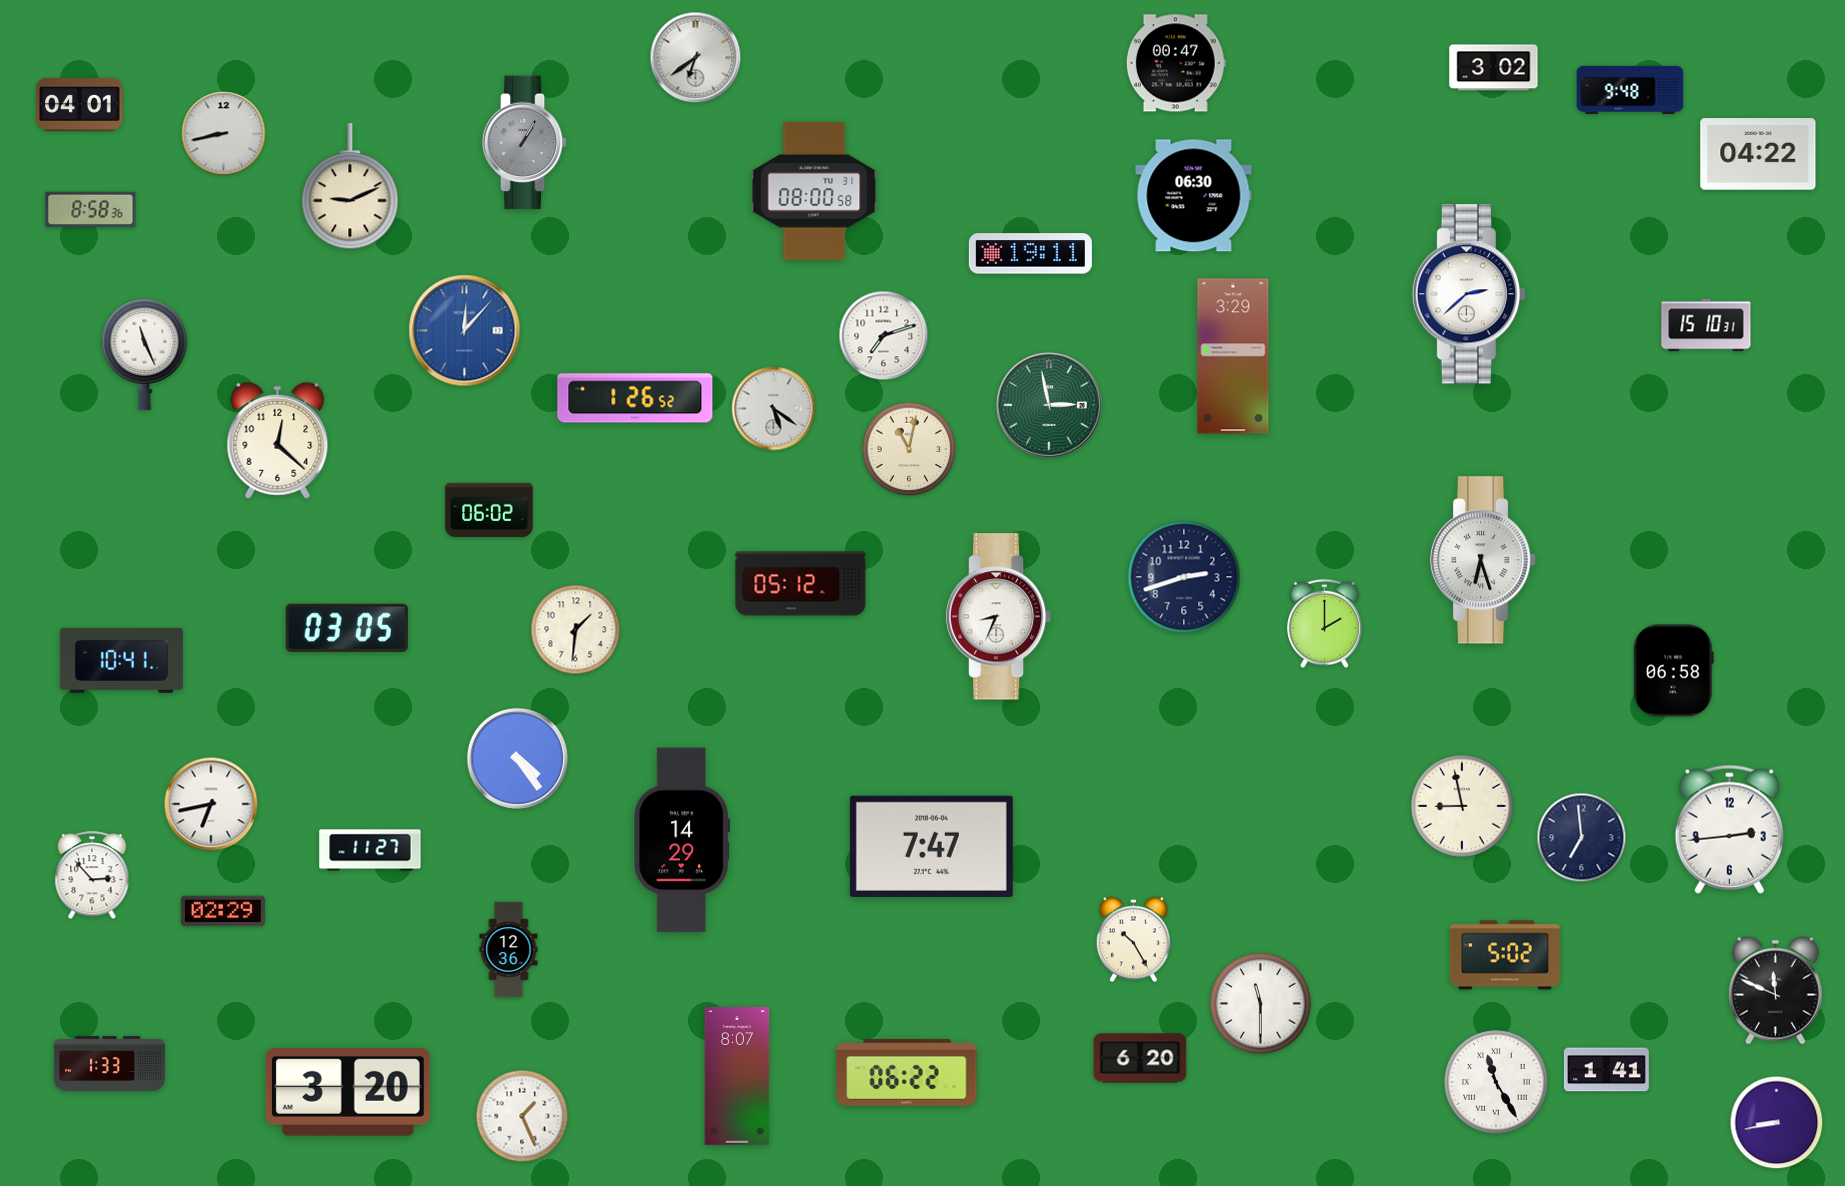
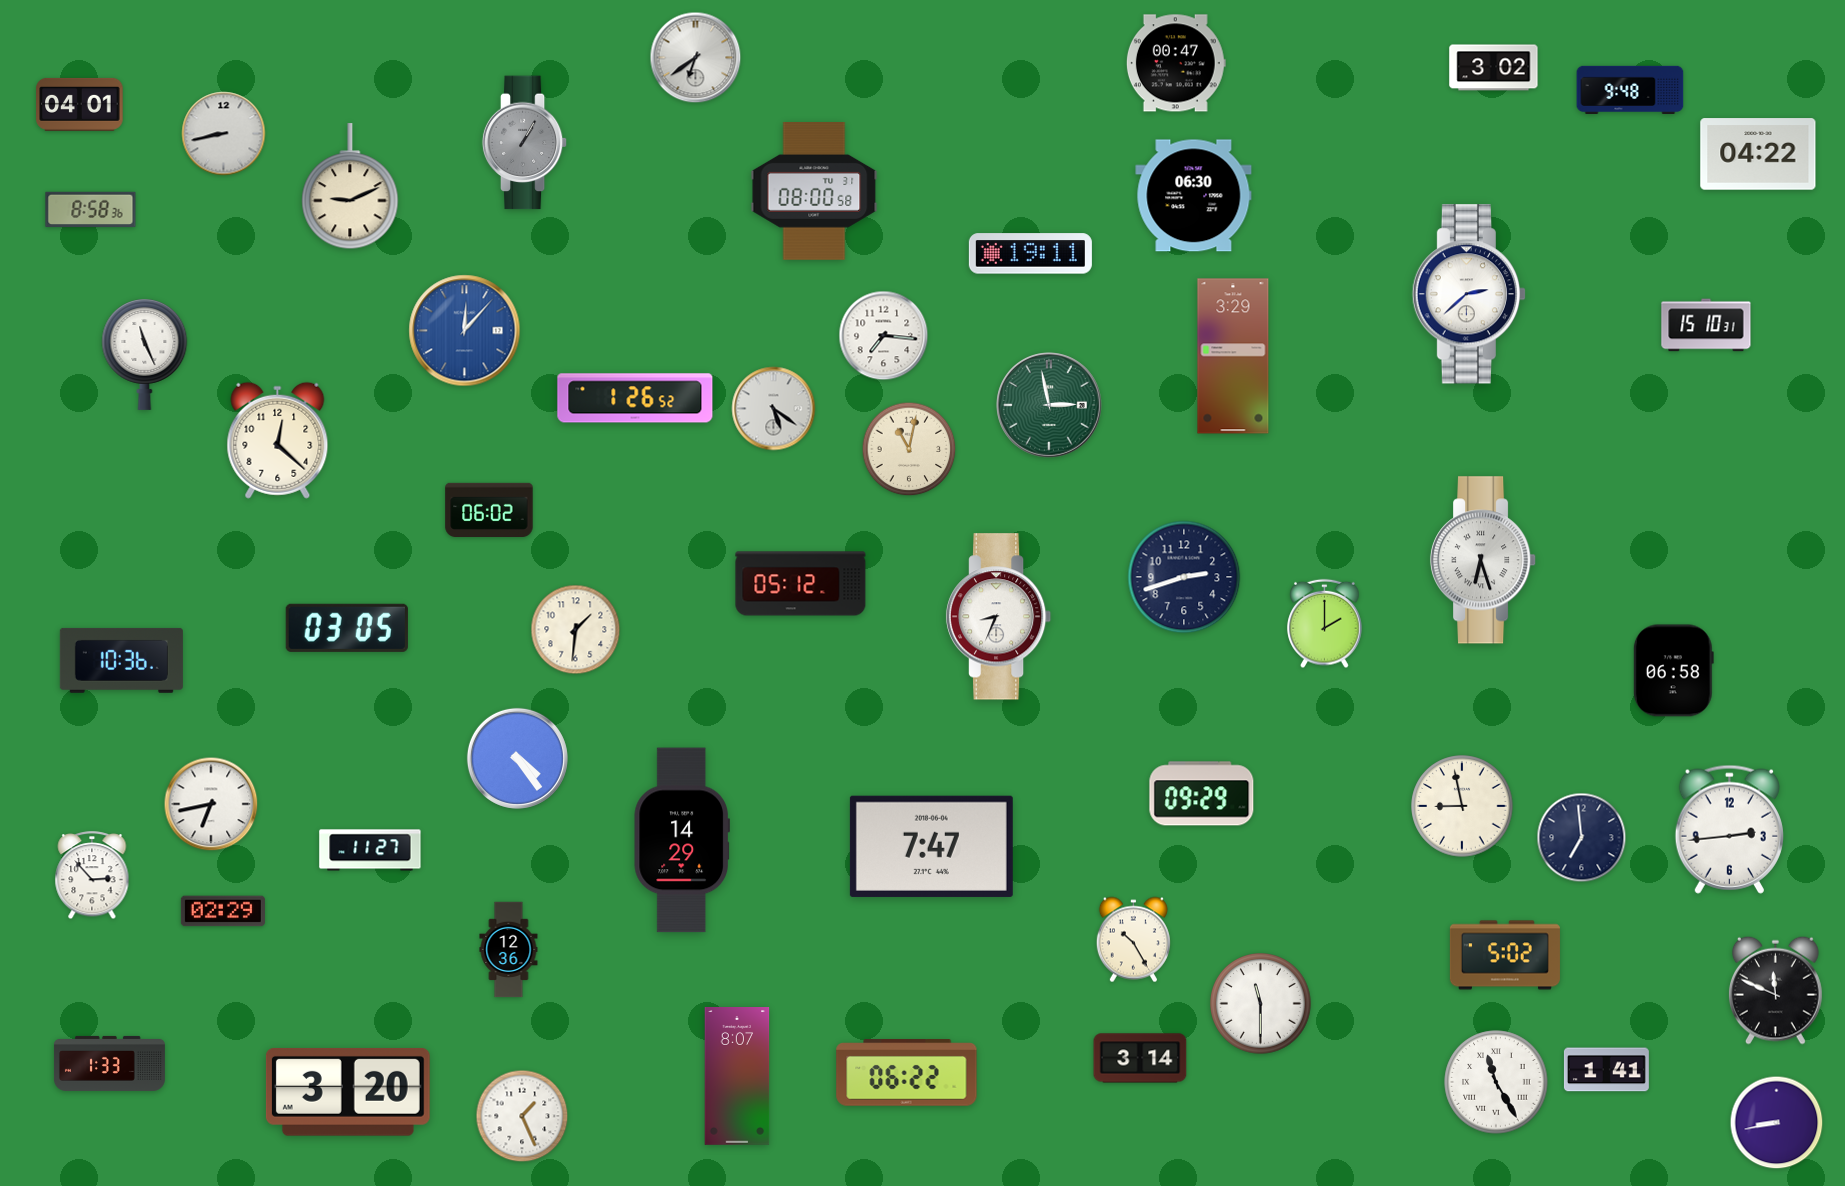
clock at (884, 336): 7:12 -> 7:16
clock at (121, 660): 10:41 -> 10:36
clock at (1202, 794): none -> 09:29
clock at (1140, 1058): 6:20 -> 3:14
